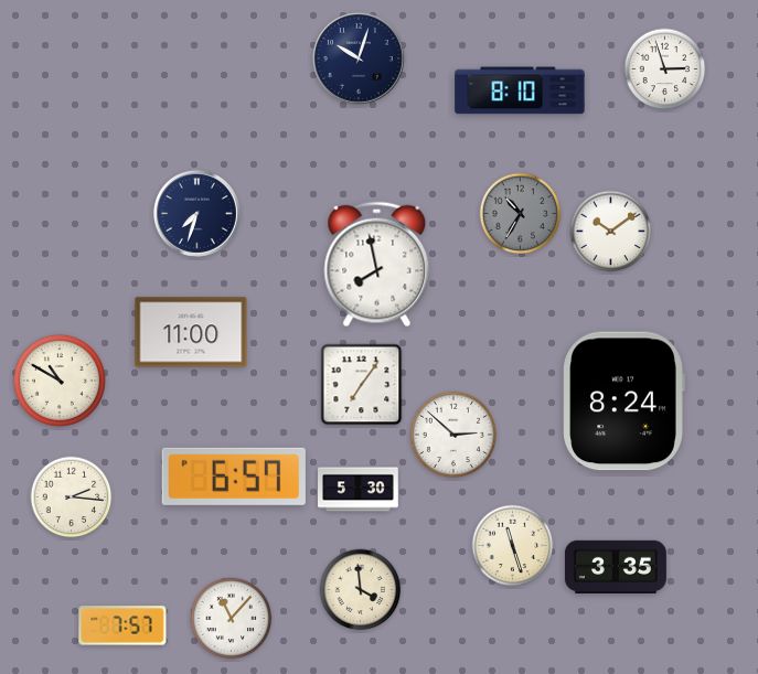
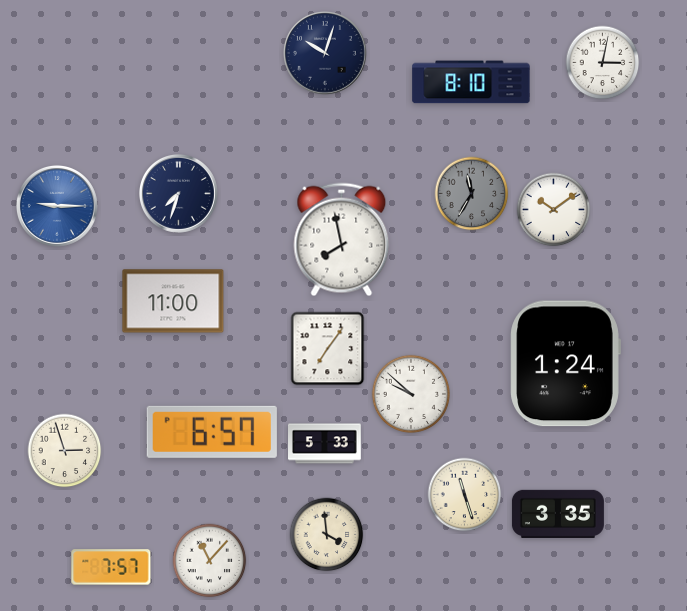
clock at (665, 69): 2:57 -> 3:02
clock at (521, 214): 10:35 -> 11:35
clock at (57, 206): none -> 9:15
clock at (60, 381): 10:50 -> none
clock at (623, 402): 8:24 -> 1:24
clock at (452, 434): 2:52 -> 9:52
clock at (359, 490): 5:30 -> 5:33
clock at (72, 498): 2:16 -> 2:57
